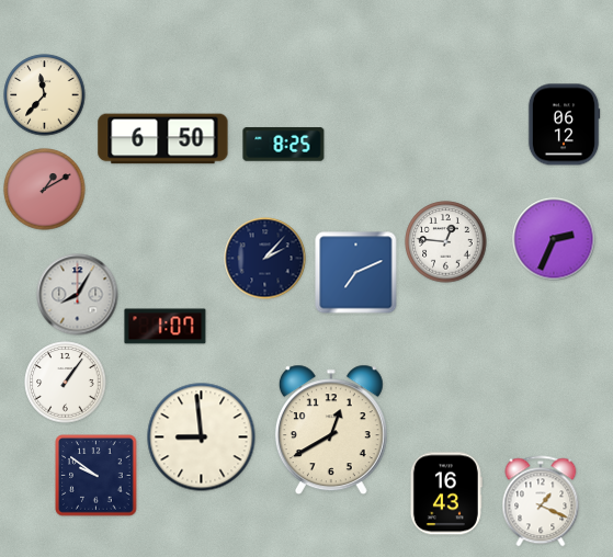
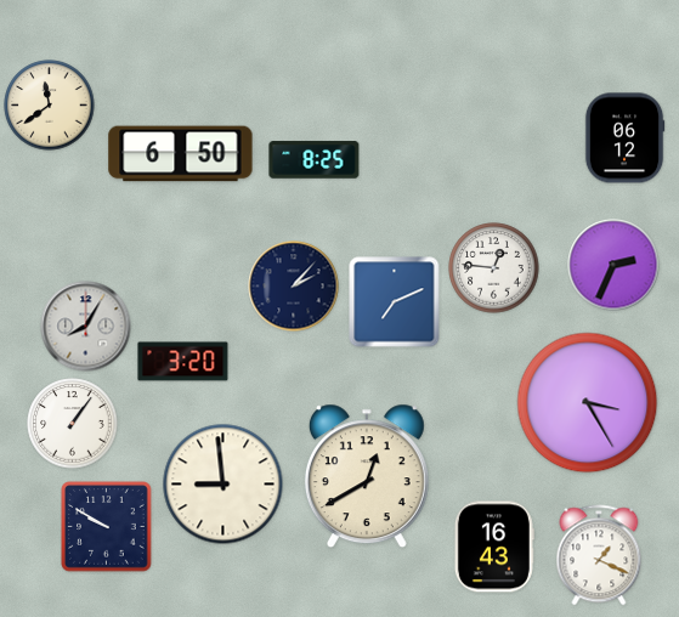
clock at (45, 95): 11:37 -> 11:39
clock at (45, 190): 1:10 -> none
clock at (166, 327): 1:07 -> 3:20
clock at (588, 403): none -> 3:25
clock at (97, 476): 9:51 -> 9:50
